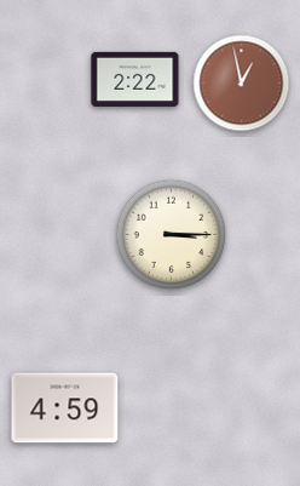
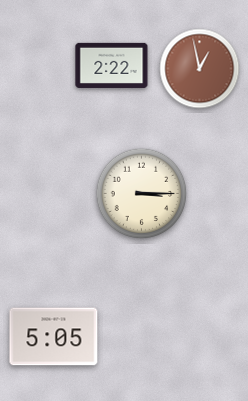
clock at (65, 408): 4:59 -> 5:05
